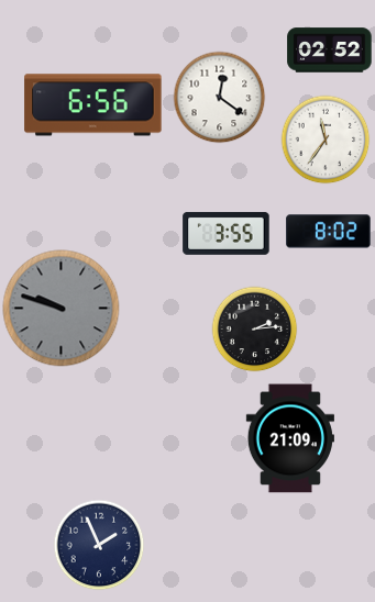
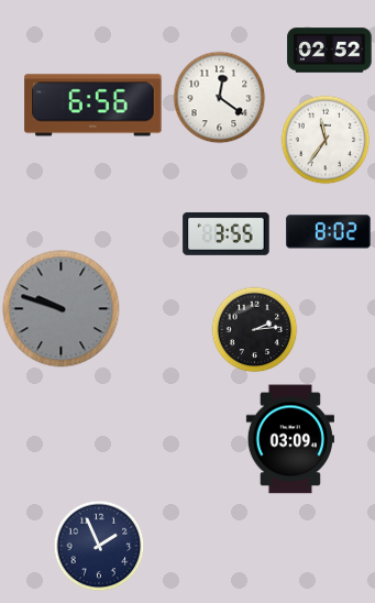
clock at (289, 438): 21:09 -> 03:09
